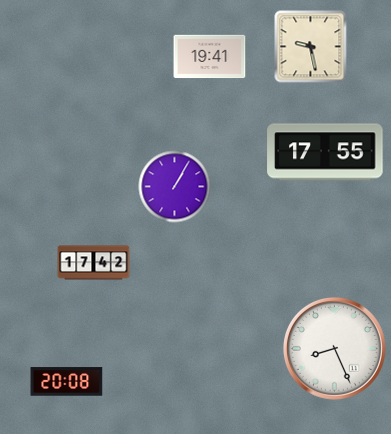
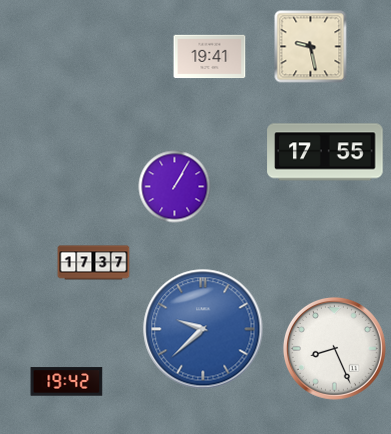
clock at (94, 263): 17:42 -> 17:37
clock at (203, 329): none -> 9:38
clock at (67, 382): 20:08 -> 19:42
